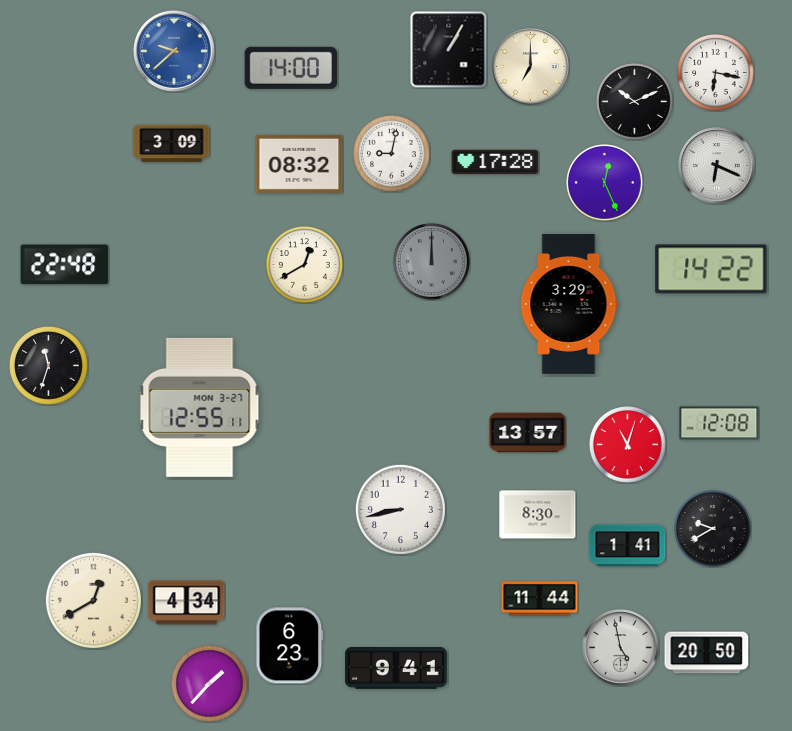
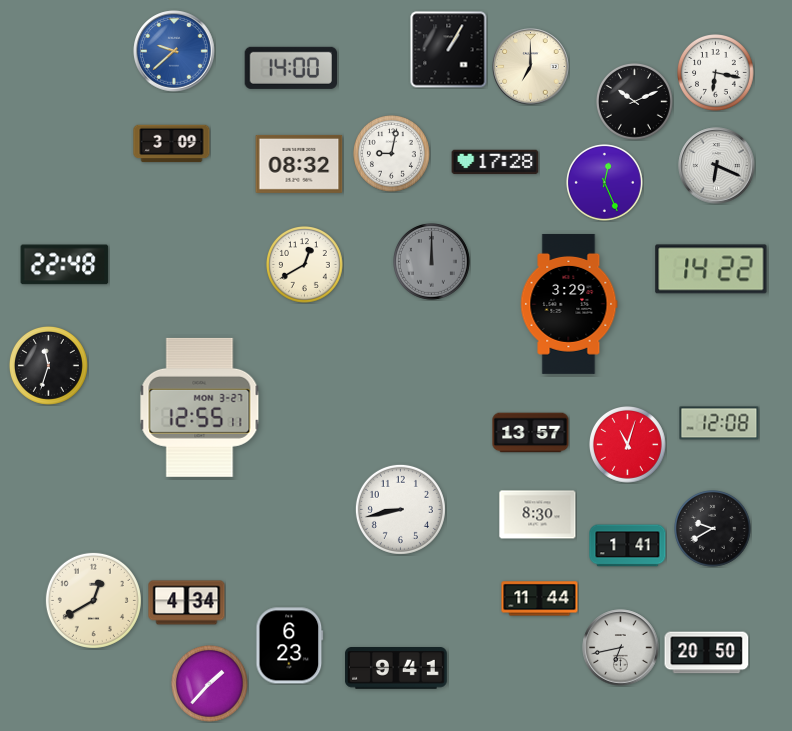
clock at (528, 433) position: (528, 433) -> (531, 433)
clock at (621, 648): 4:58 -> 6:43
